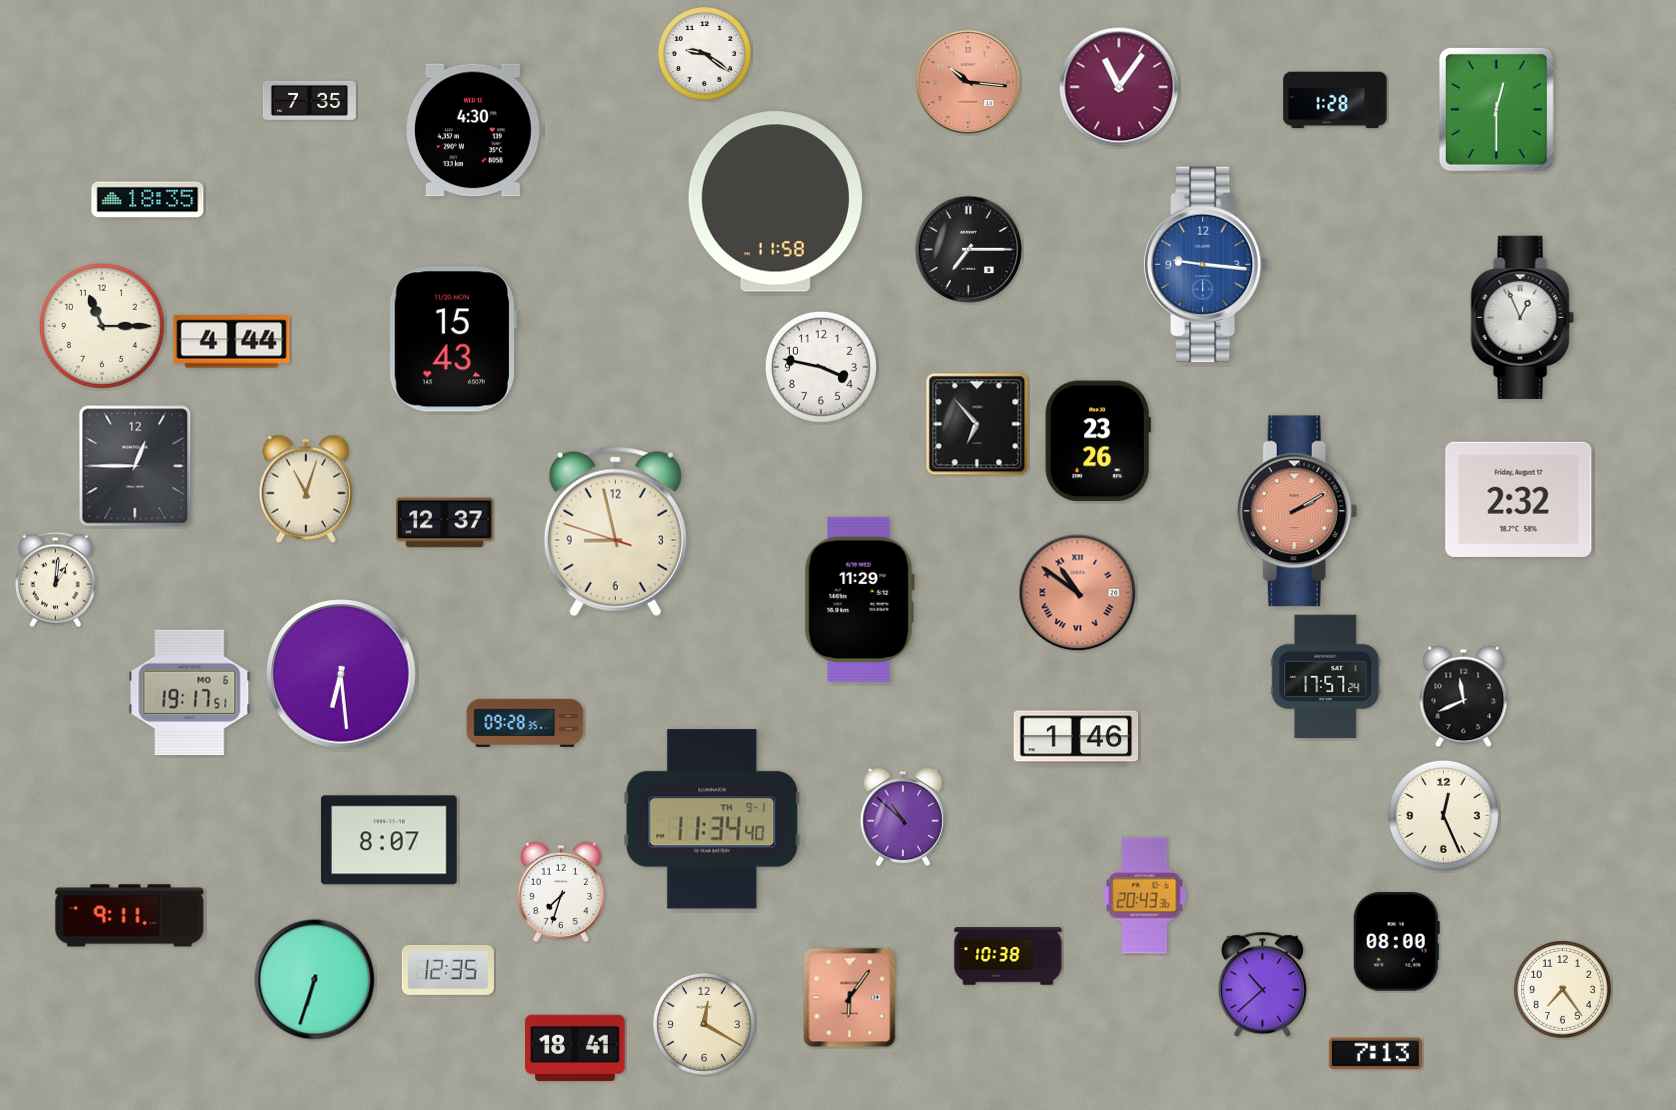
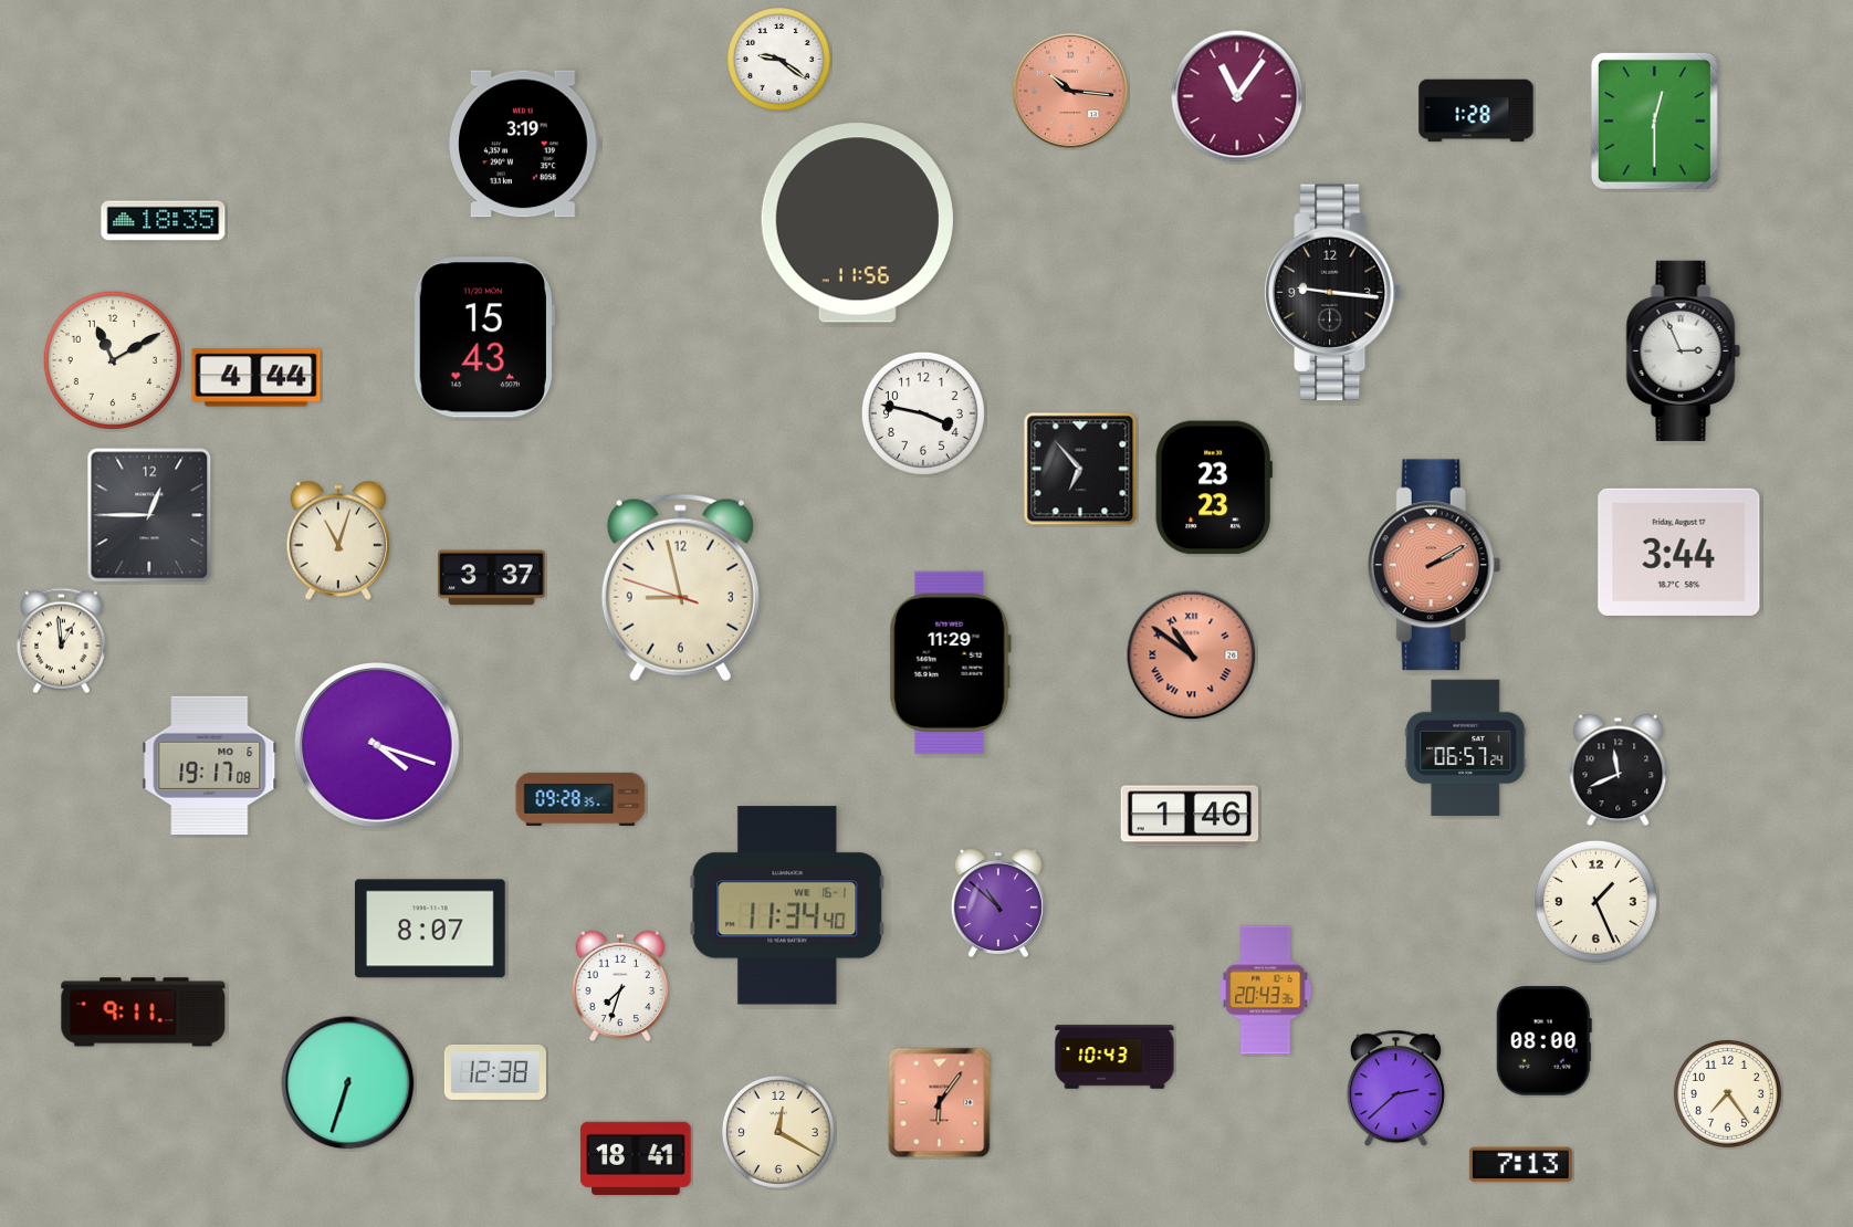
clock at (309, 100): 7:35 -> none
clock at (473, 130): 4:30 -> 3:19
clock at (775, 202): 11:58 -> 11:56
clock at (969, 250): 7:15 -> none
clock at (1205, 265) dial: blue -> black
clock at (1522, 317): 12:56 -> 2:56
clock at (102, 326): 11:15 -> 11:10
clock at (453, 339) position: (453, 339) -> (484, 337)
clock at (821, 367) position: (821, 367) -> (923, 413)
clock at (1098, 441): 23:26 -> 23:23
clock at (1519, 499): 2:32 -> 3:44
clock at (445, 523): 12:37 -> 3:37
clock at (55, 580): 1:01 -> 12:59
clock at (341, 674): 6:29 -> 4:18
clock at (1326, 677): 17:57 -> 06:57
clock at (190, 692): 19:17:51 -> 19:17:08
clock at (1443, 815): 12:26 -> 1:26
clock at (712, 819) date: TH 9-1 -> WE 16-1
clock at (1008, 956): 10:38 -> 10:43
clock at (448, 970): 12:35 -> 12:38
clock at (1262, 985): 10:38 -> 2:38
